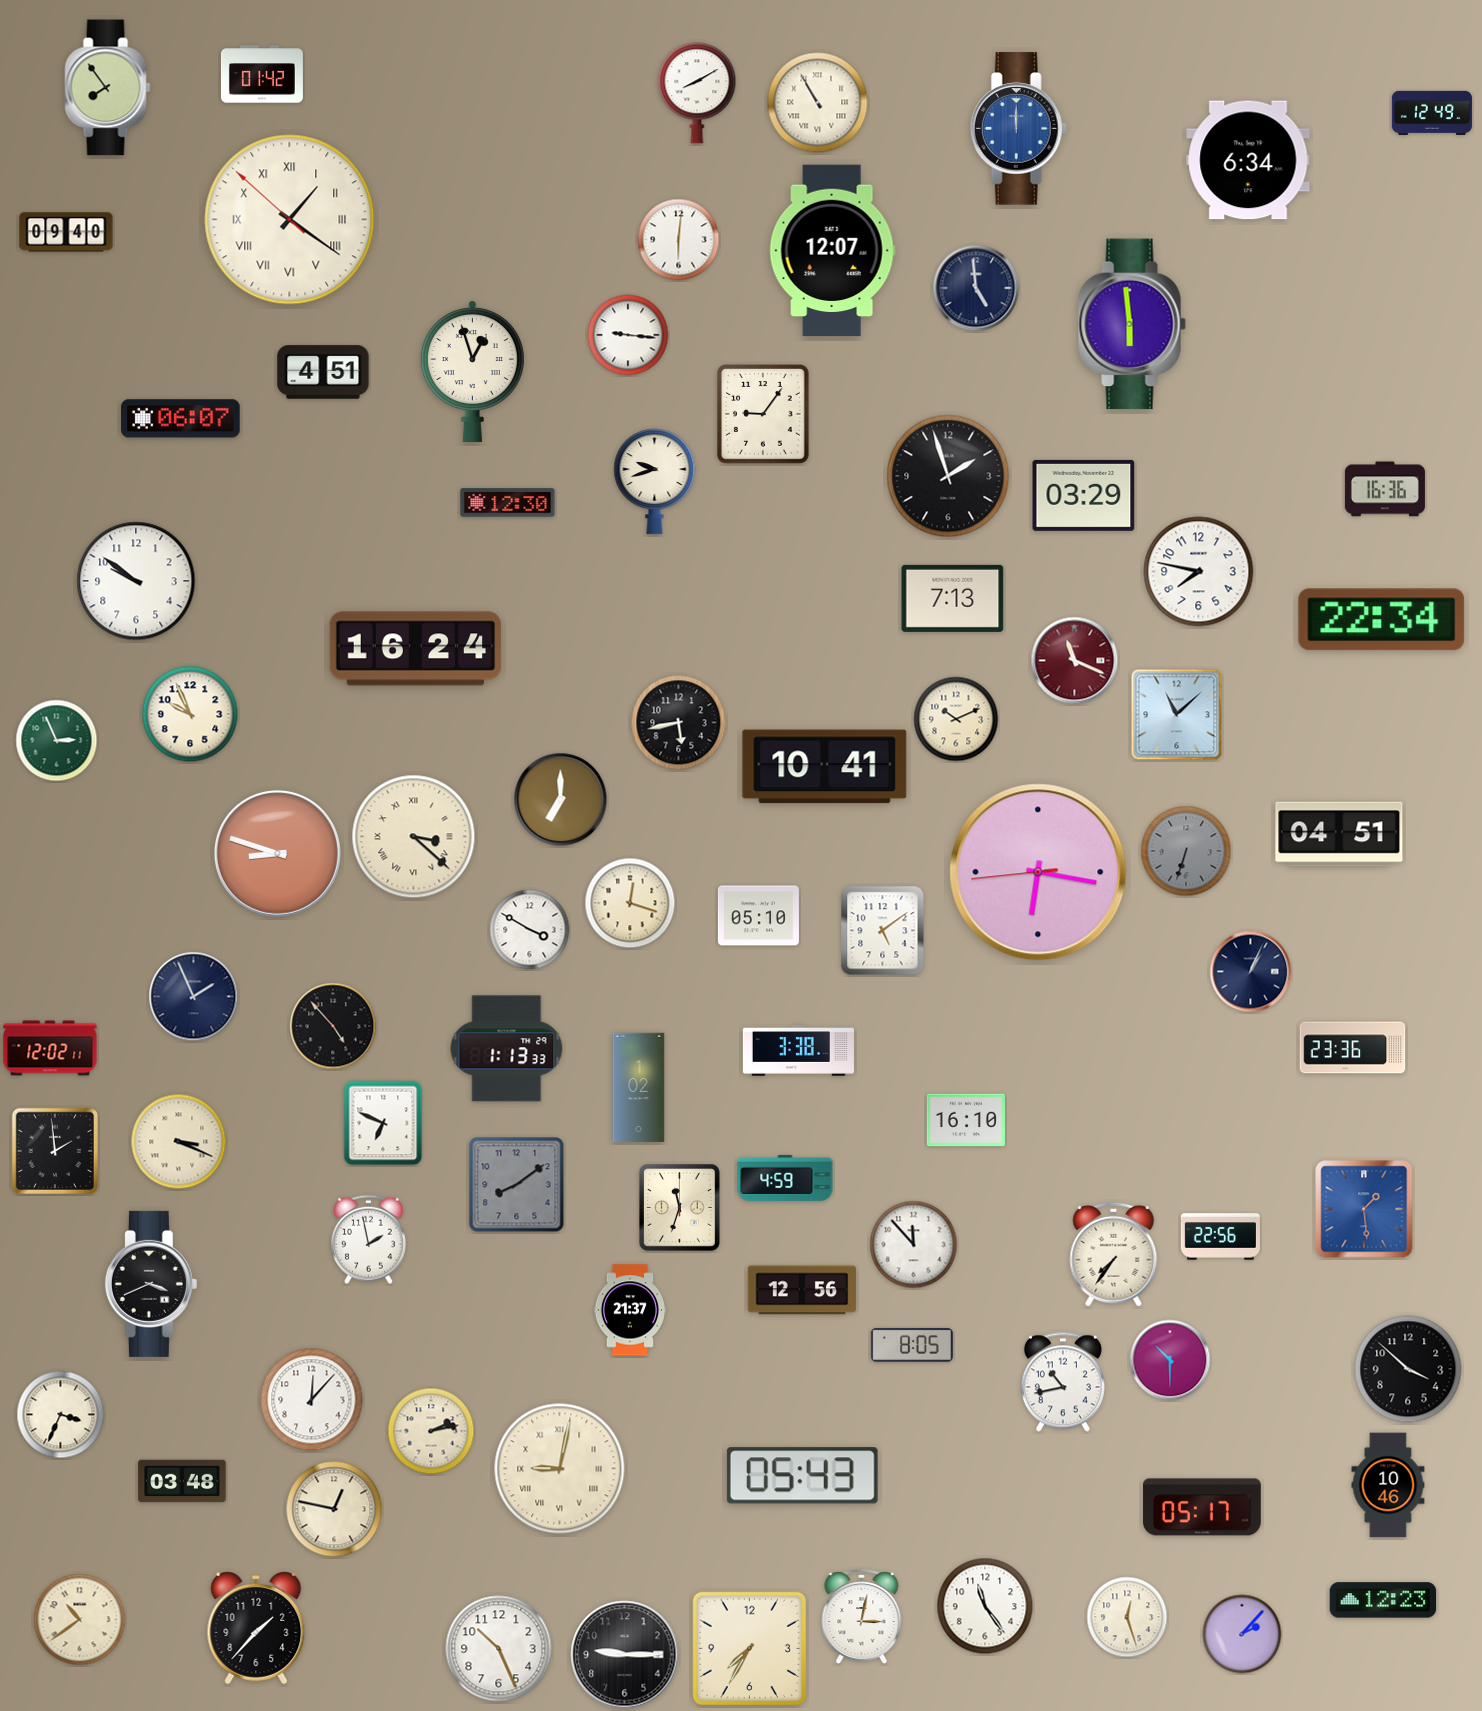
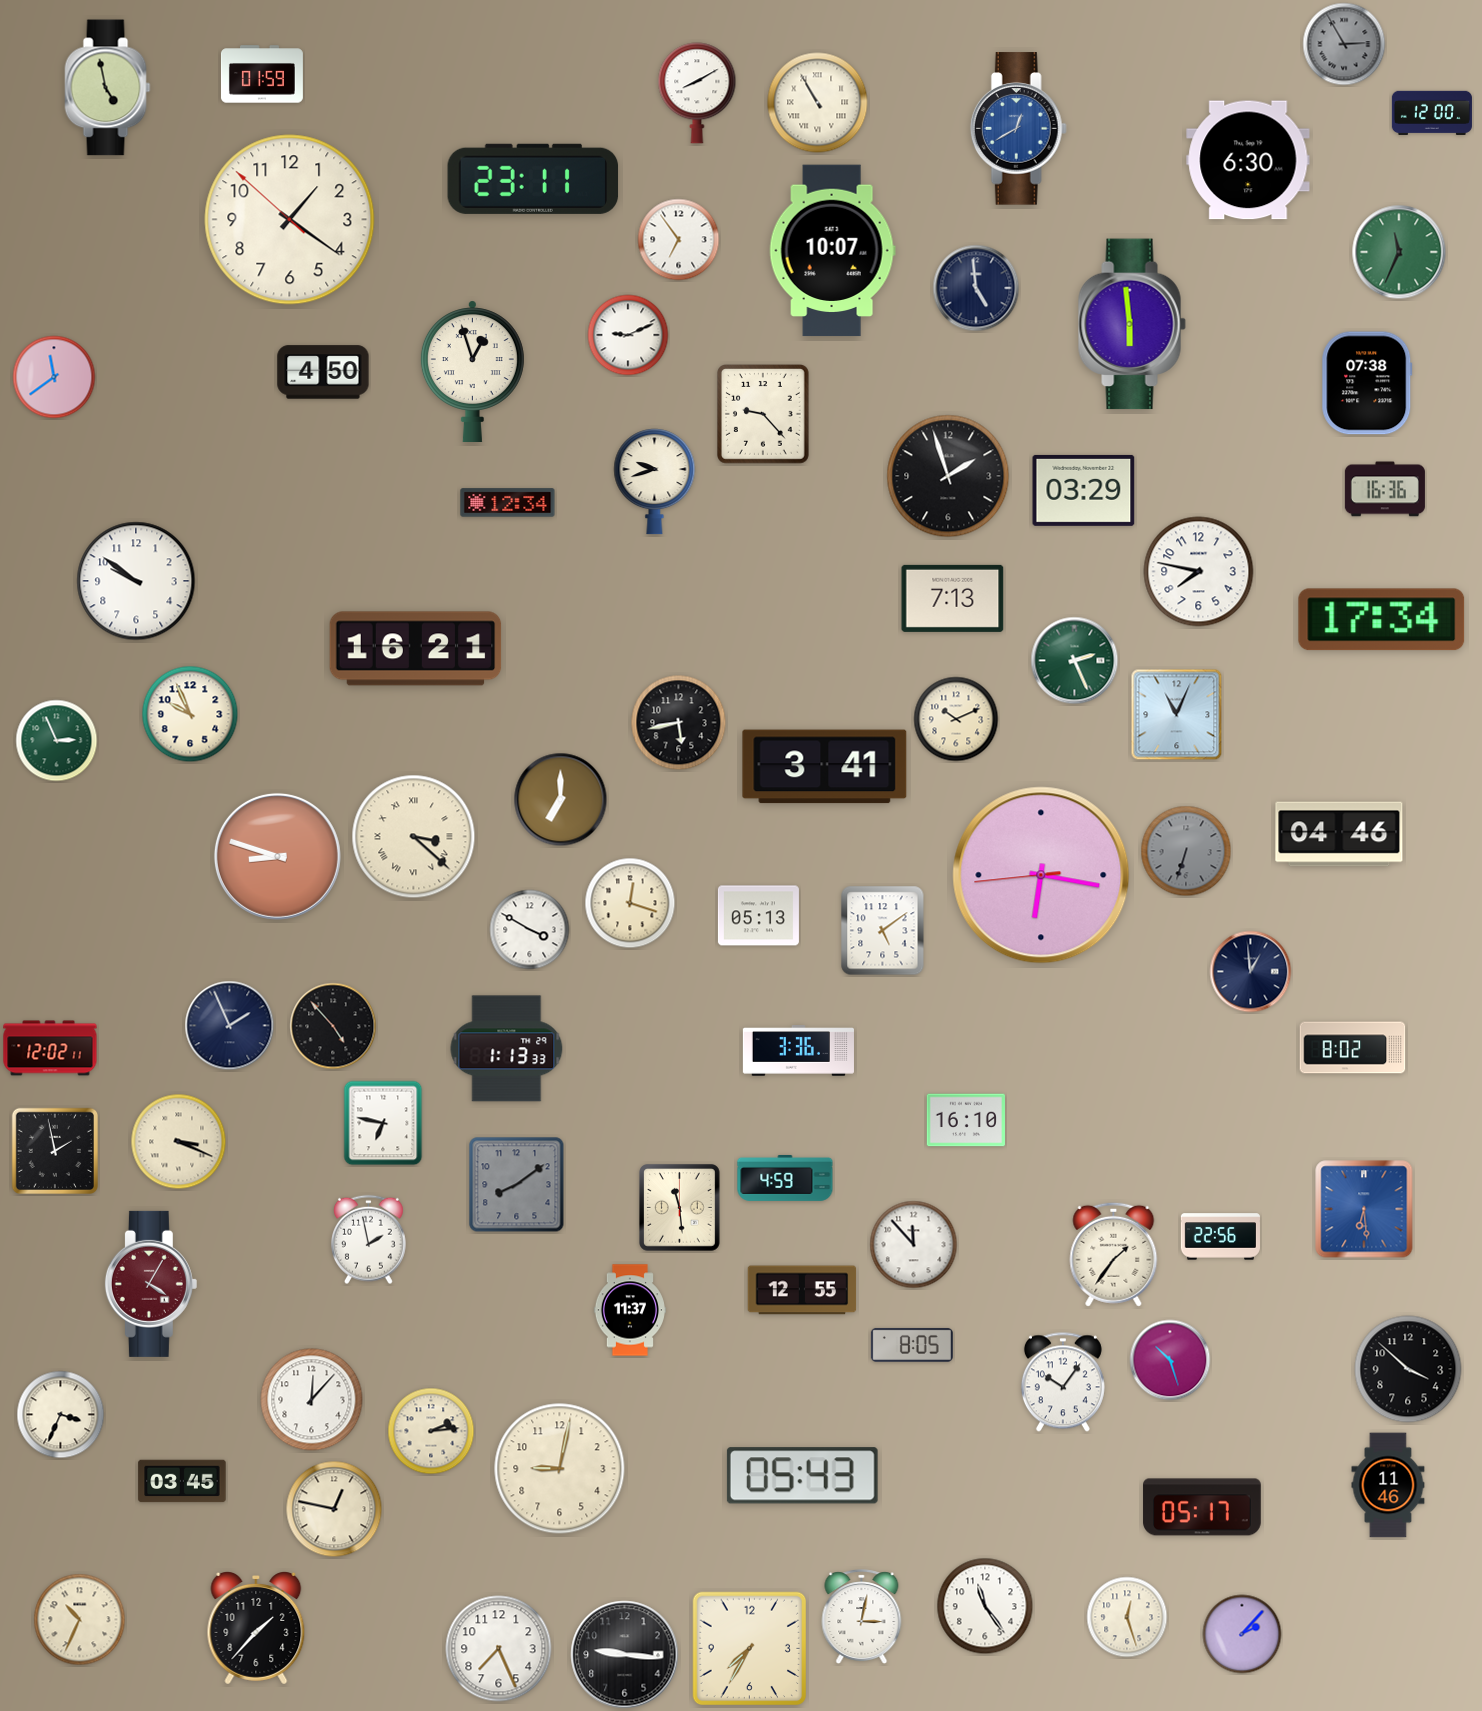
clock at (1344, 44): none -> 2:55
clock at (262, 74): 01:42 -> 01:59
clock at (108, 88): 7:54 -> 4:58
clock at (1432, 113): 12:49 -> 12:00
clock at (1018, 129): 12:00 -> 12:40
clock at (1248, 160): 6:34 -> 6:30
clock at (533, 179): none -> 23:11
clock at (290, 220) numerals: Roman -> Arabic
clock at (66, 232): 09:40 -> none
clock at (679, 240): 6:01 -> 6:54
clock at (832, 251): 12:07 -> 10:07
clock at (1399, 252): none -> 11:34
clock at (628, 335): 9:16 -> 9:11
clock at (323, 372): 4:51 -> 4:50
clock at (54, 377): none -> 11:39
clock at (1367, 383): none -> 07:38
clock at (764, 415): 9:06 -> 9:23
clock at (181, 419): 06:07 -> none
clock at (1084, 495) position: (1084, 495) -> (1084, 490)
clock at (508, 503): 12:30 -> 12:34
clock at (1382, 620): 22:34 -> 17:34
clock at (416, 649): 16:24 -> 16:21
clock at (1075, 661): 11:19 -> 2:26
clock at (1075, 661) dial: burgundy -> green
clock at (1177, 715): 11:08 -> 11:04
clock at (825, 767): 10:41 -> 3:41
clock at (1339, 834): 04:51 -> 04:46
clock at (277, 853) position: (277, 853) -> (277, 856)
clock at (1038, 872) position: (1038, 872) -> (1041, 875)
clock at (758, 916): 05:10 -> 05:13
clock at (1251, 972): 1:04 -> 12:59
clock at (194, 997) position: (194, 997) -> (230, 1026)
clock at (1353, 1048): 23:36 -> 8:02
clock at (798, 1051): 3:38 -> 3:36
clock at (639, 1088): 1:02 -> none
clock at (383, 1123): 6:49 -> 6:47
clock at (54, 1150): 1:59 -> 1:58
clock at (680, 1208): 11:33 -> 11:29
clock at (1364, 1209): 1:29 -> 6:29
clock at (1114, 1254): 7:36 -> 1:36
clock at (151, 1284): 3:41 -> 4:05
clock at (151, 1284) dial: black -> burgundy
clock at (802, 1290): 12:56 -> 12:55
clock at (629, 1310): 21:37 -> 11:37
clock at (1170, 1360): 10:30 -> 10:27
clock at (1063, 1382): 10:43 -> 10:06
clock at (431, 1431): 2:13 -> 2:14
clock at (560, 1469) numerals: Roman -> Arabic
clock at (182, 1481): 03:48 -> 03:45
clock at (1388, 1485): 10:46 -> 11:46
clock at (1383, 1600): 12:23 -> none
clock at (80, 1620): 10:39 -> 10:34
clock at (499, 1649): 10:26 -> 7:26
clock at (625, 1655): 9:15 -> 9:16
